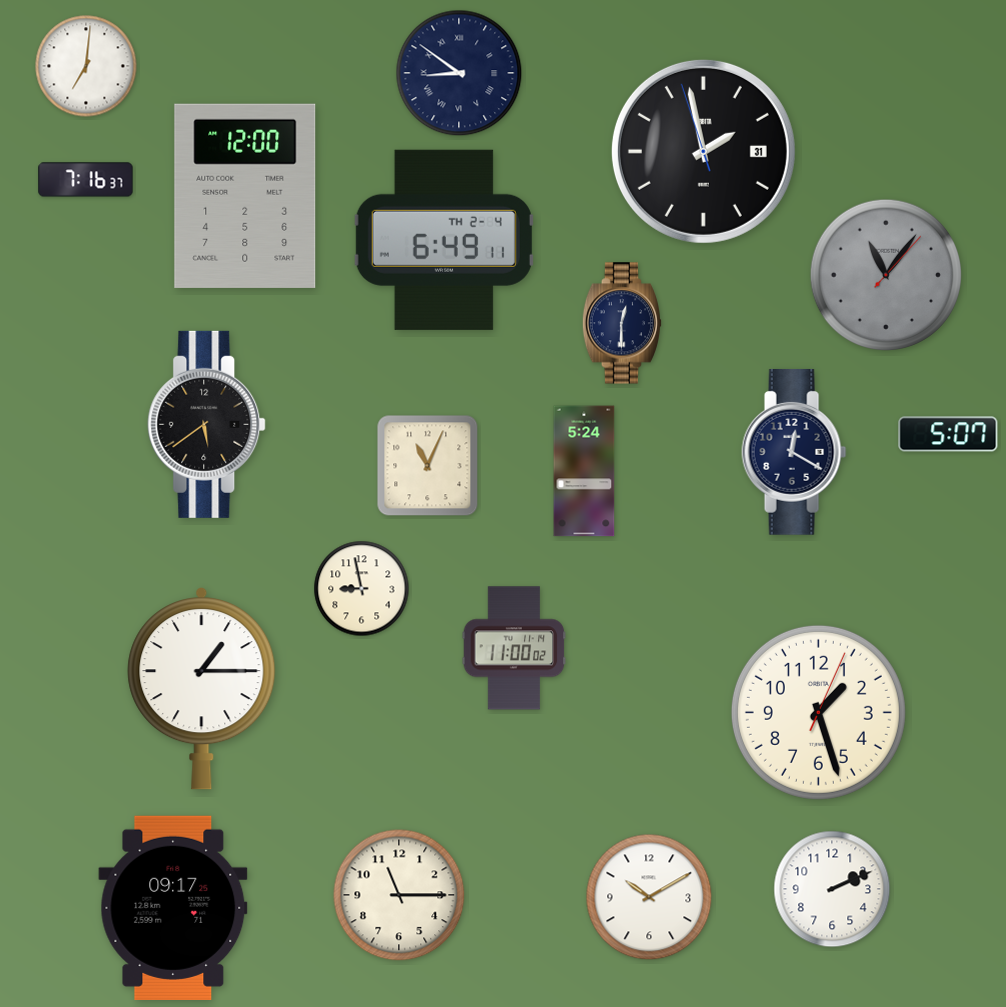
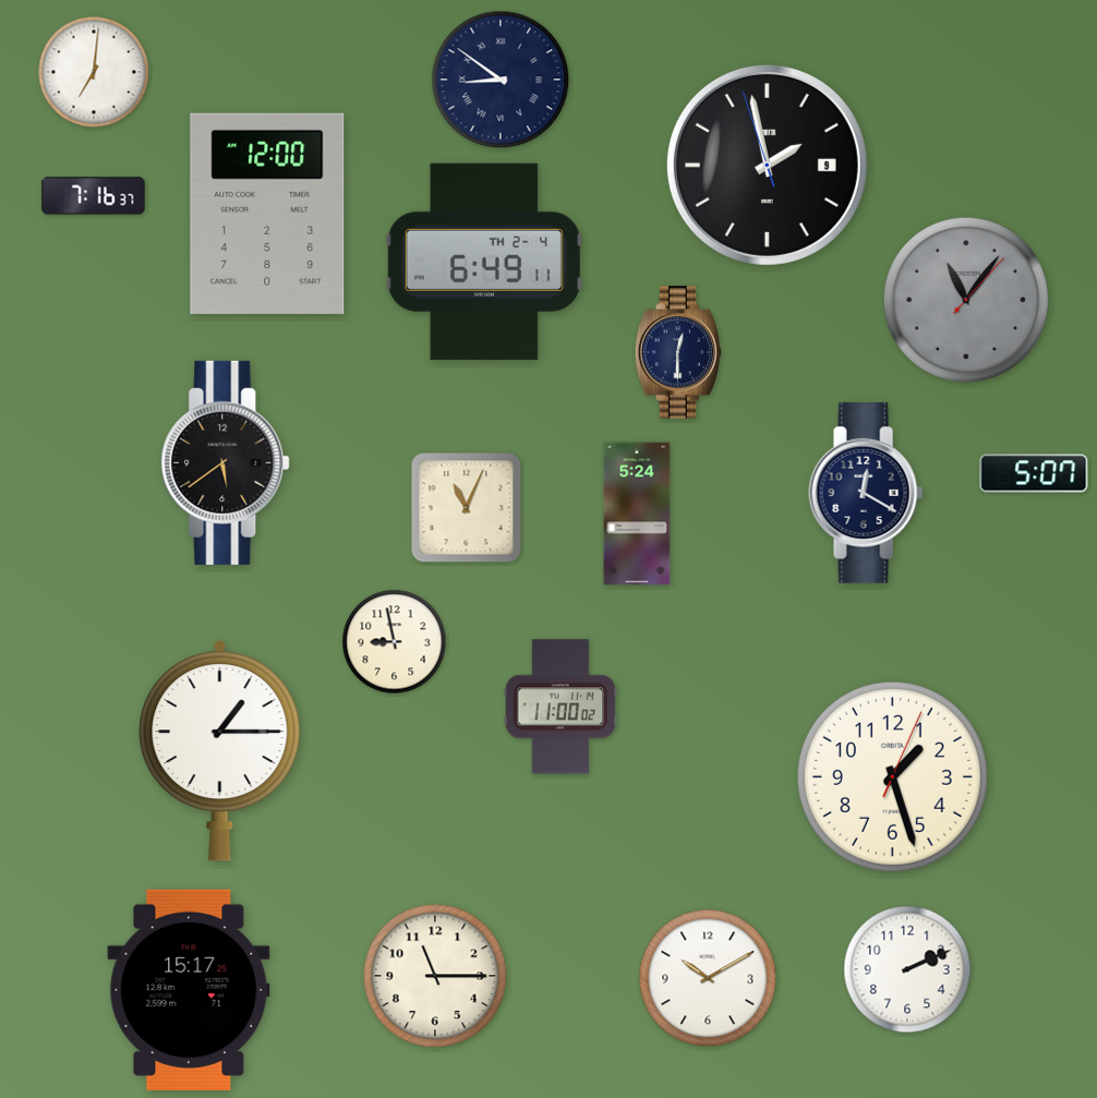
clock at (703, 151) date: 31 -> 9
clock at (173, 908): 09:17 -> 15:17
